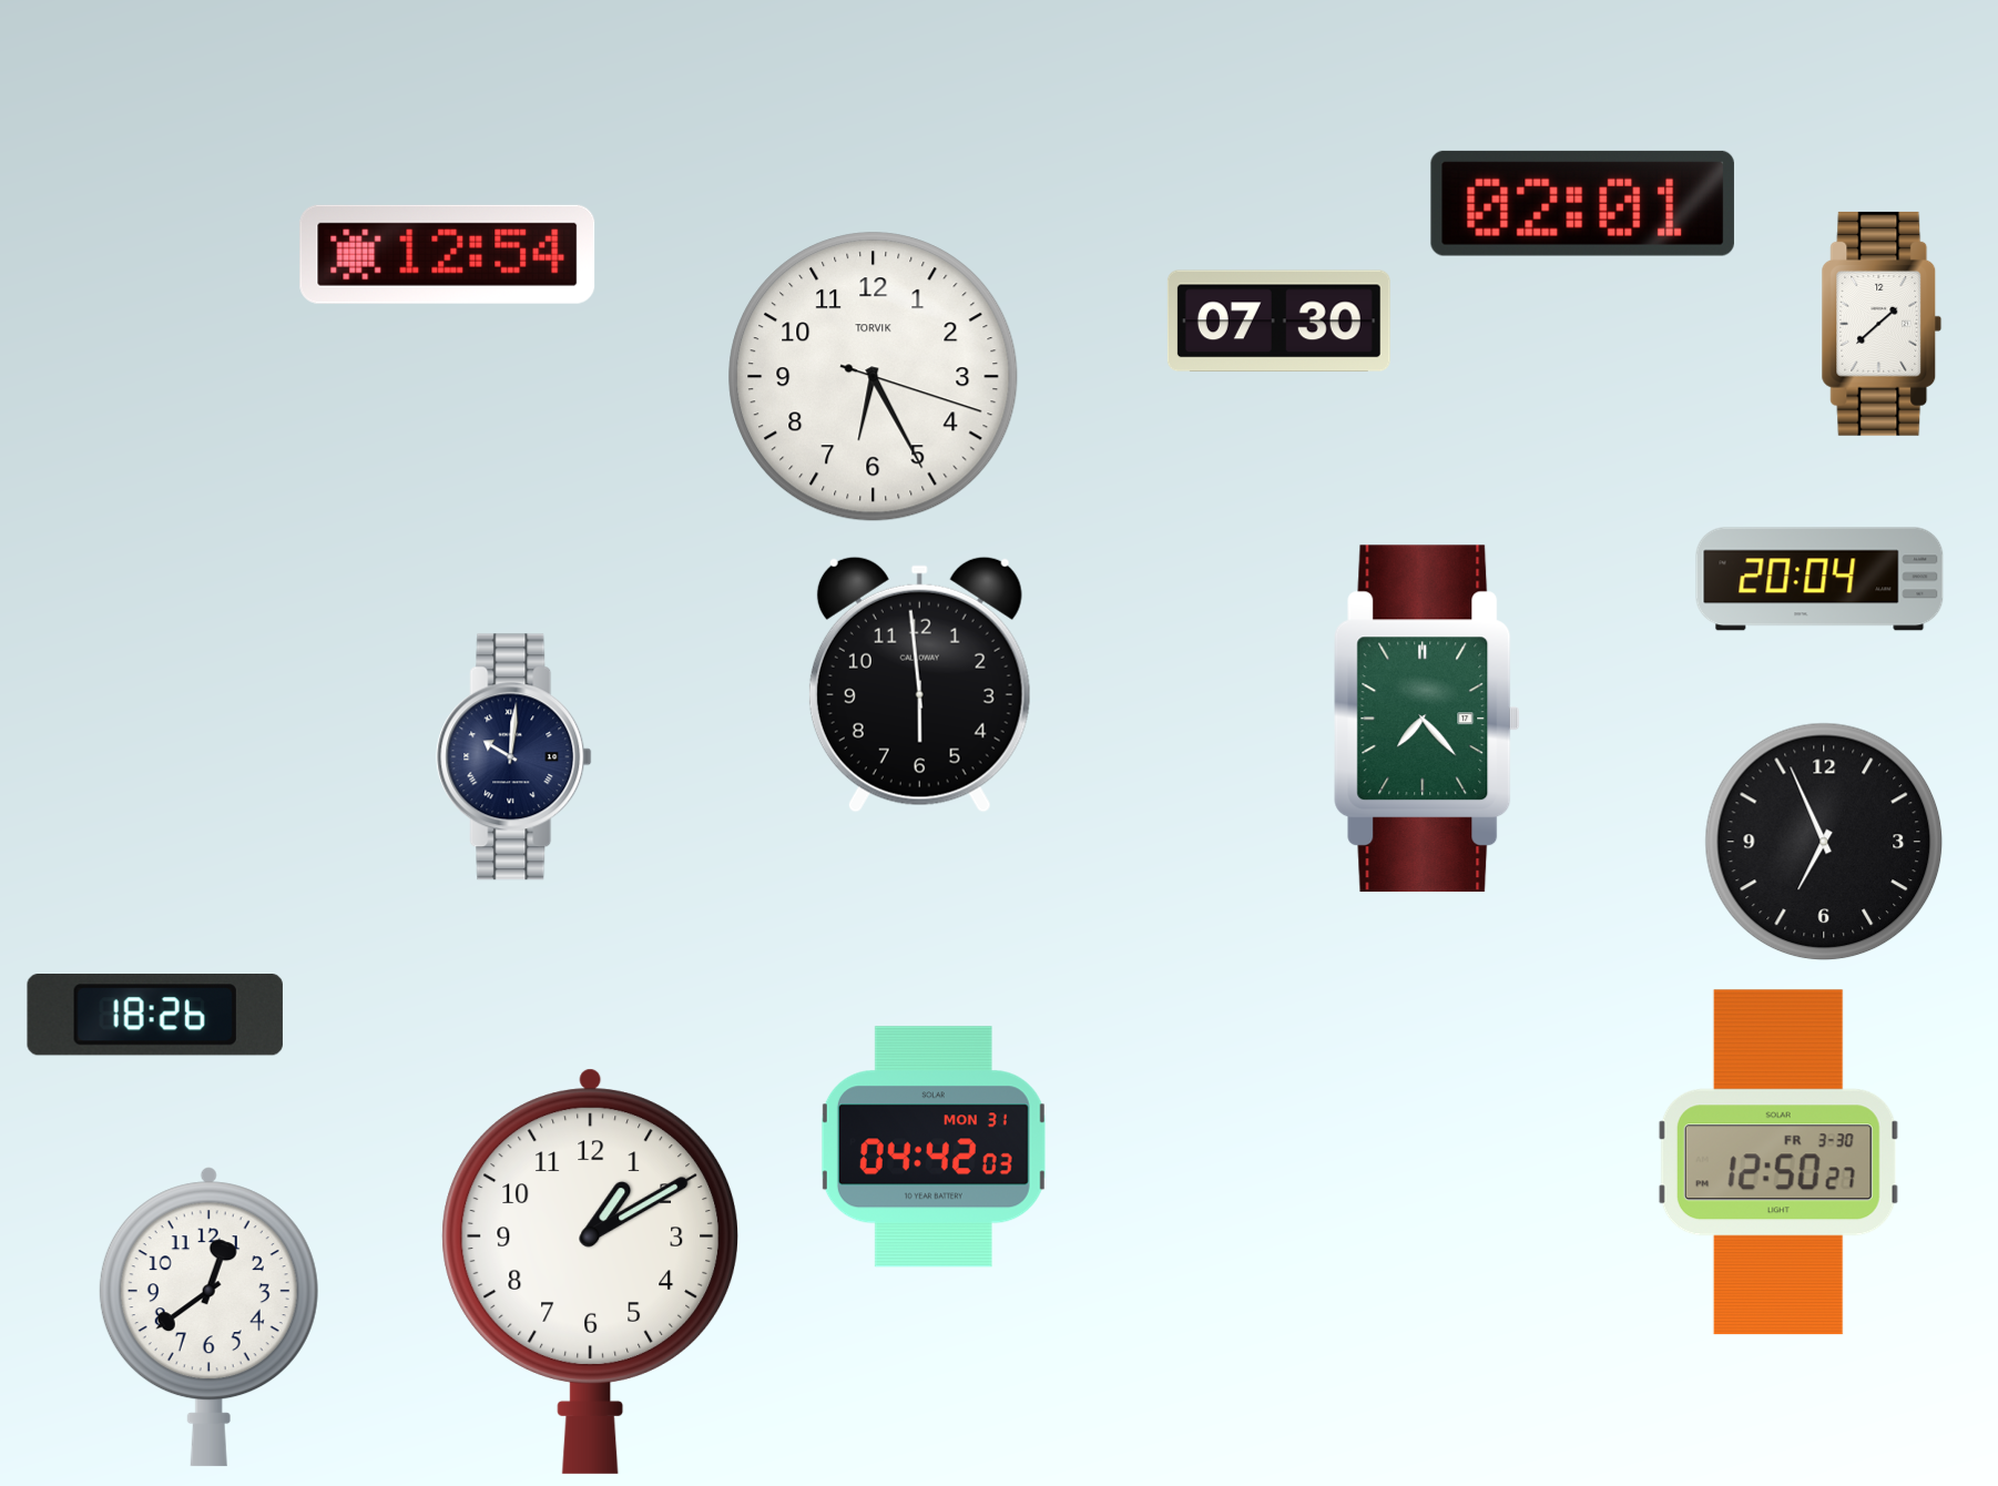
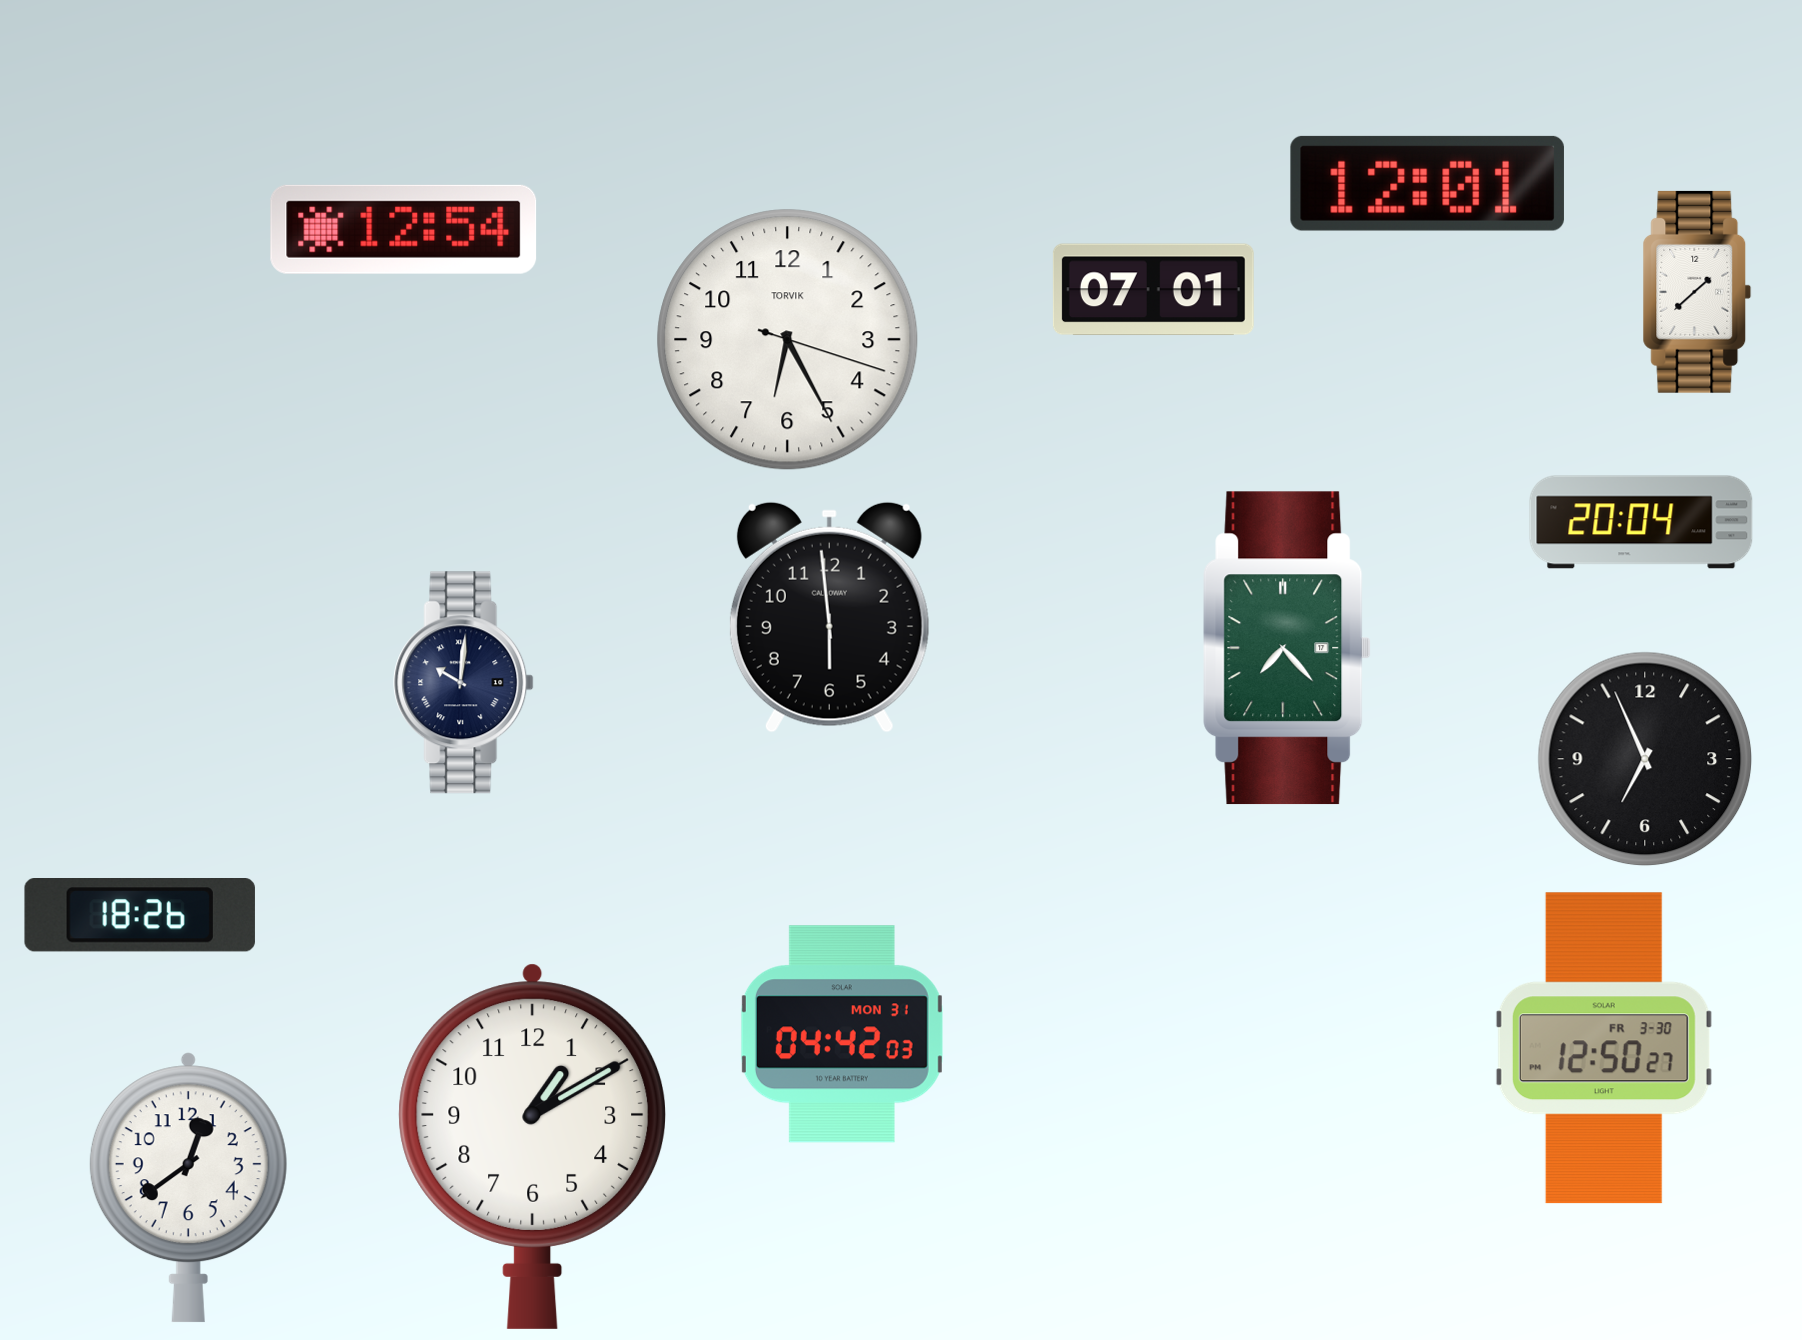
clock at (1582, 203): 02:01 -> 12:01
clock at (1278, 322): 07:30 -> 07:01
